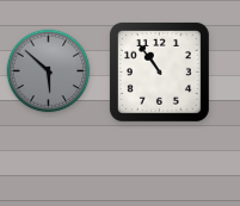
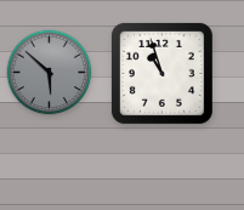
clock at (159, 71): 10:54 -> 10:57
